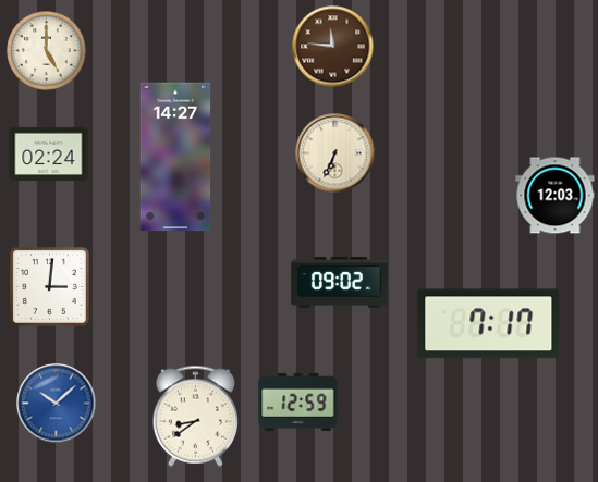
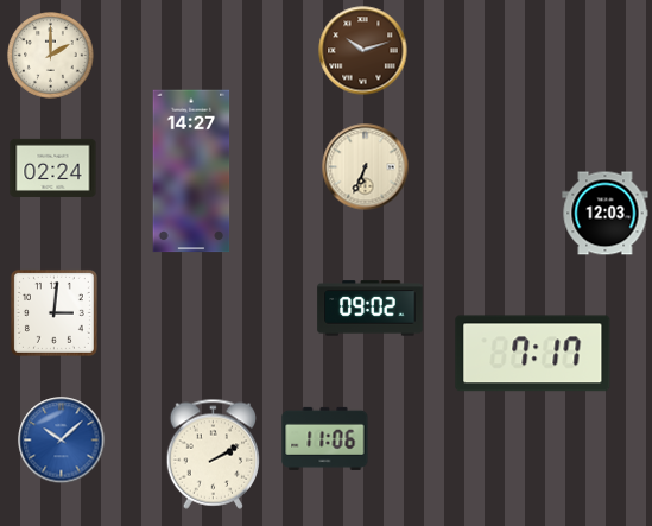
clock at (333, 47): 11:46 -> 10:12
clock at (47, 51): 5:00 -> 2:00
clock at (298, 401): 12:59 -> 11:06
clock at (196, 416): 8:39 -> 2:10
